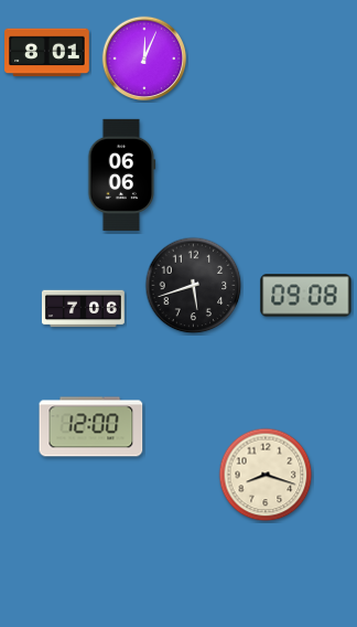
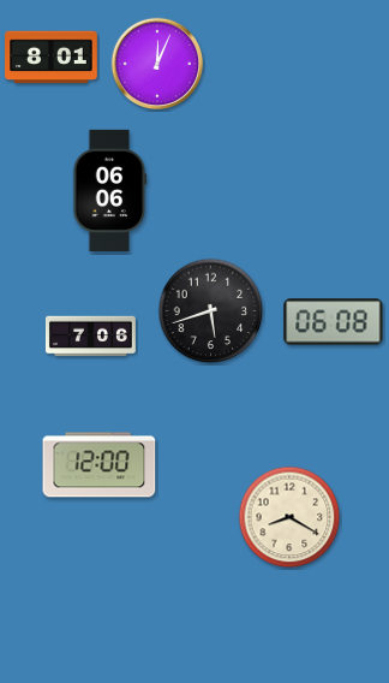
clock at (122, 174) position: (122, 174) -> (110, 190)
clock at (306, 296): 09:08 -> 06:08
clock at (266, 475): 8:18 -> 8:20
